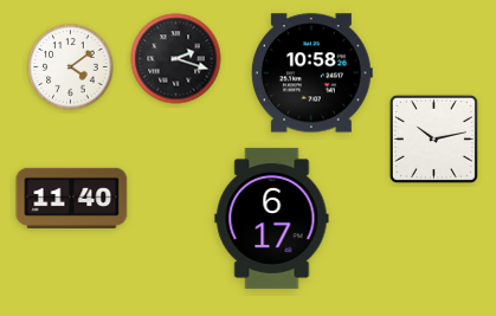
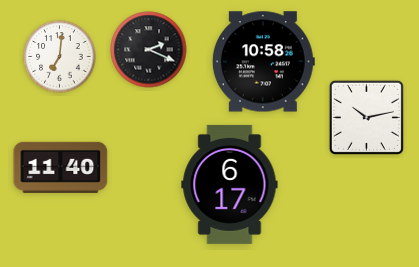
clock at (176, 59): 2:18 -> 2:19
clock at (71, 67): 4:09 -> 7:01
